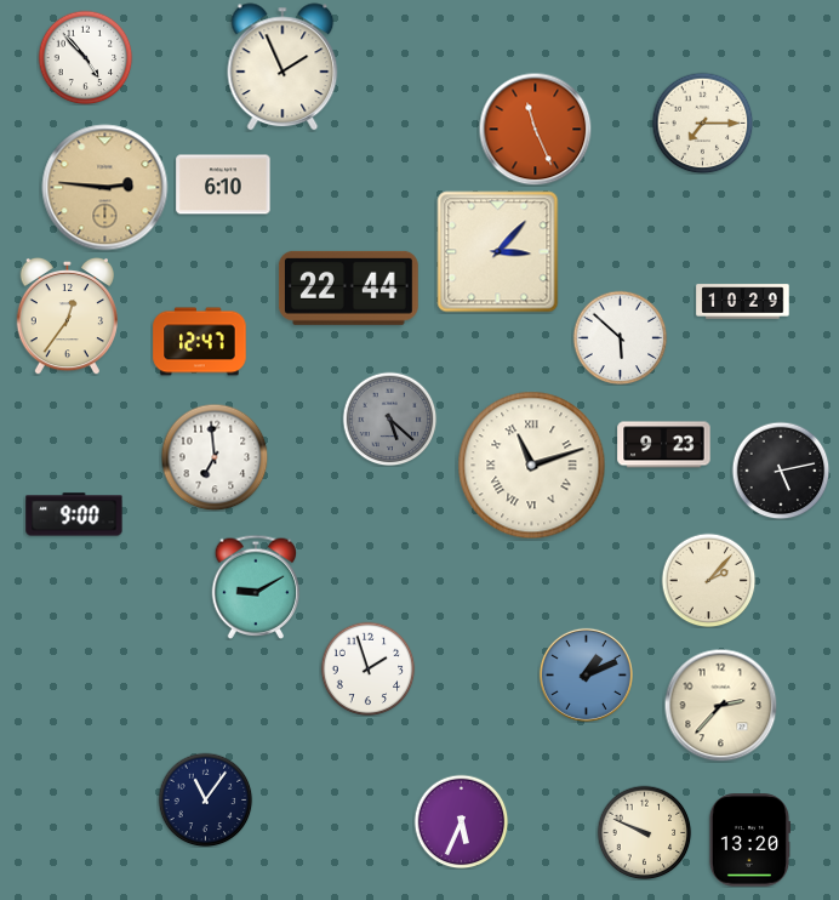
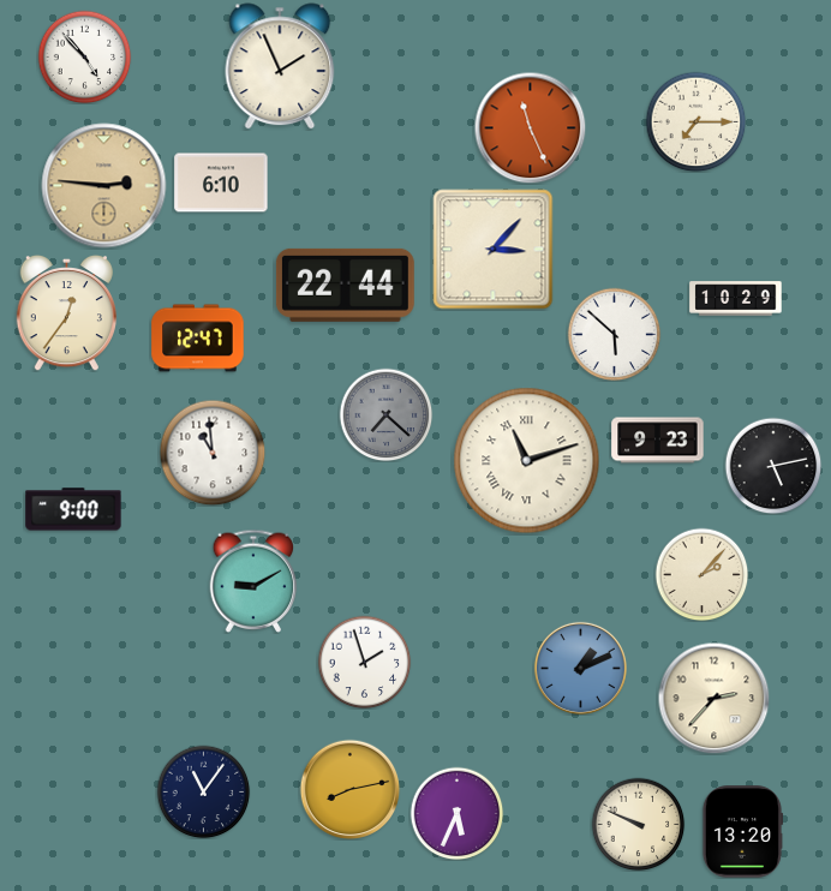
clock at (389, 418): 5:22 -> 7:22
clock at (215, 457): 6:59 -> 10:59
clock at (349, 789): none -> 8:13
